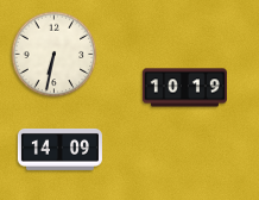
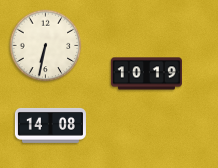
clock at (184, 88) position: (184, 88) -> (146, 74)
clock at (59, 149): 14:09 -> 14:08
